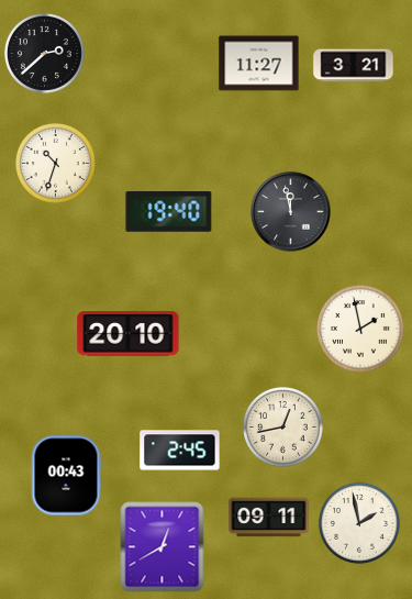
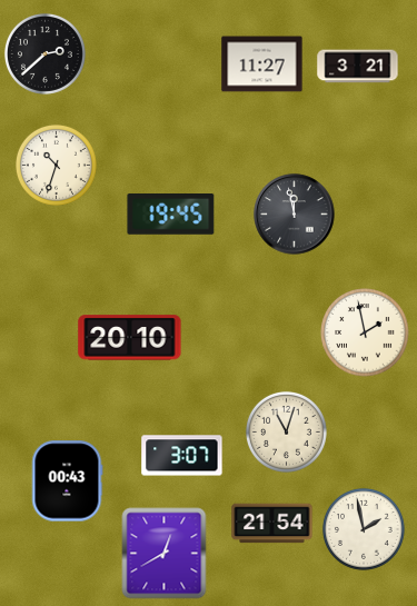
clock at (169, 212): 19:40 -> 19:45
clock at (282, 426): 12:43 -> 11:03
clock at (180, 451): 2:45 -> 3:07
clock at (269, 518): 09:11 -> 21:54
